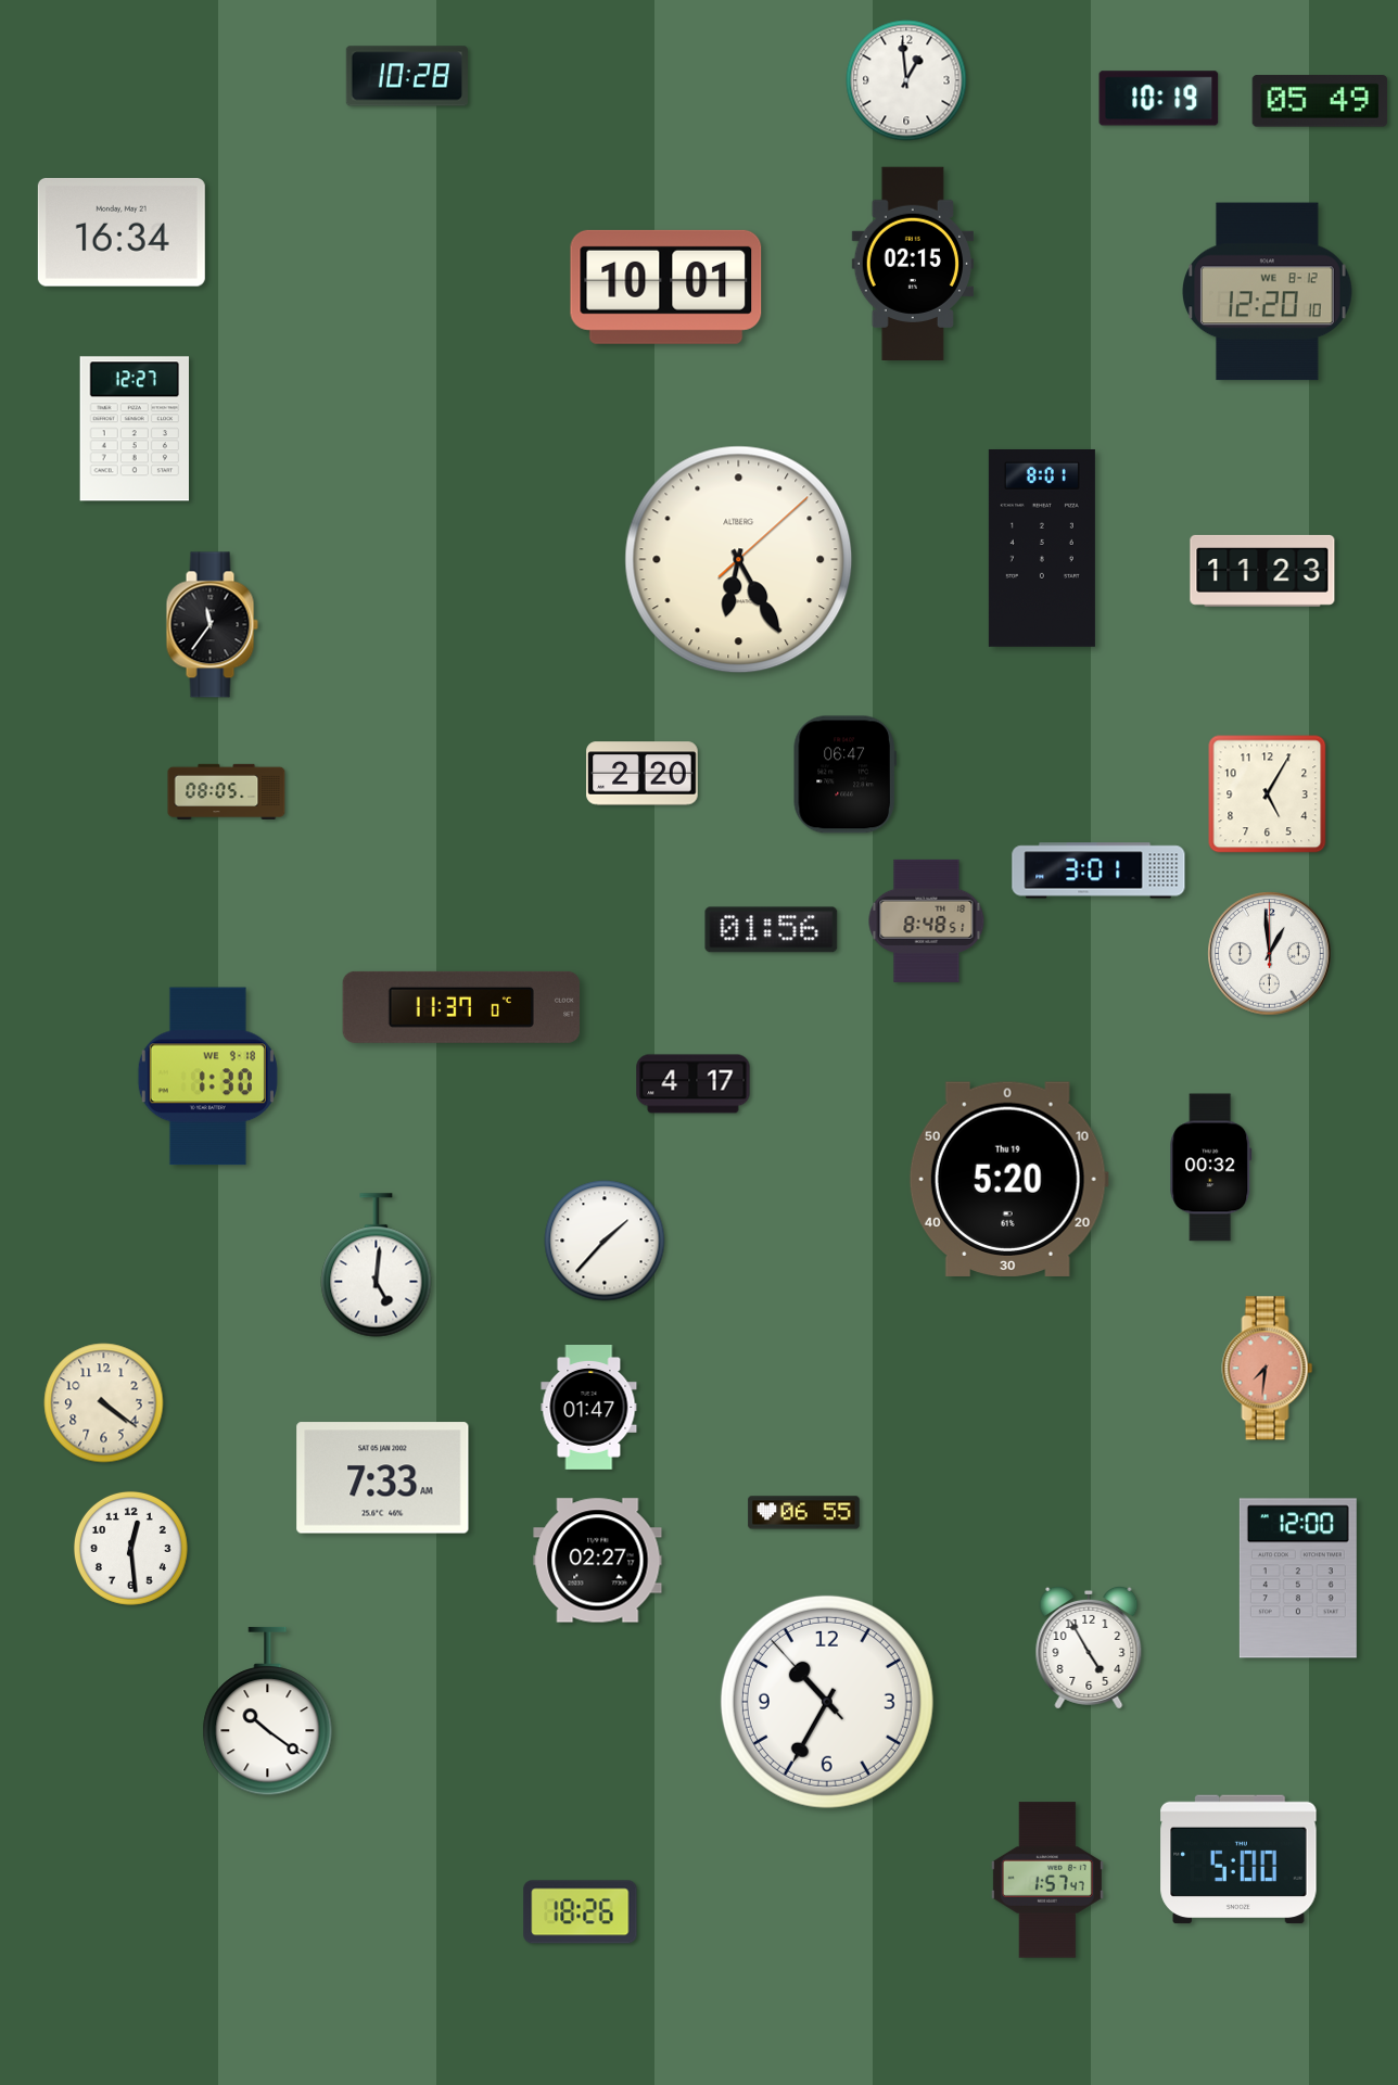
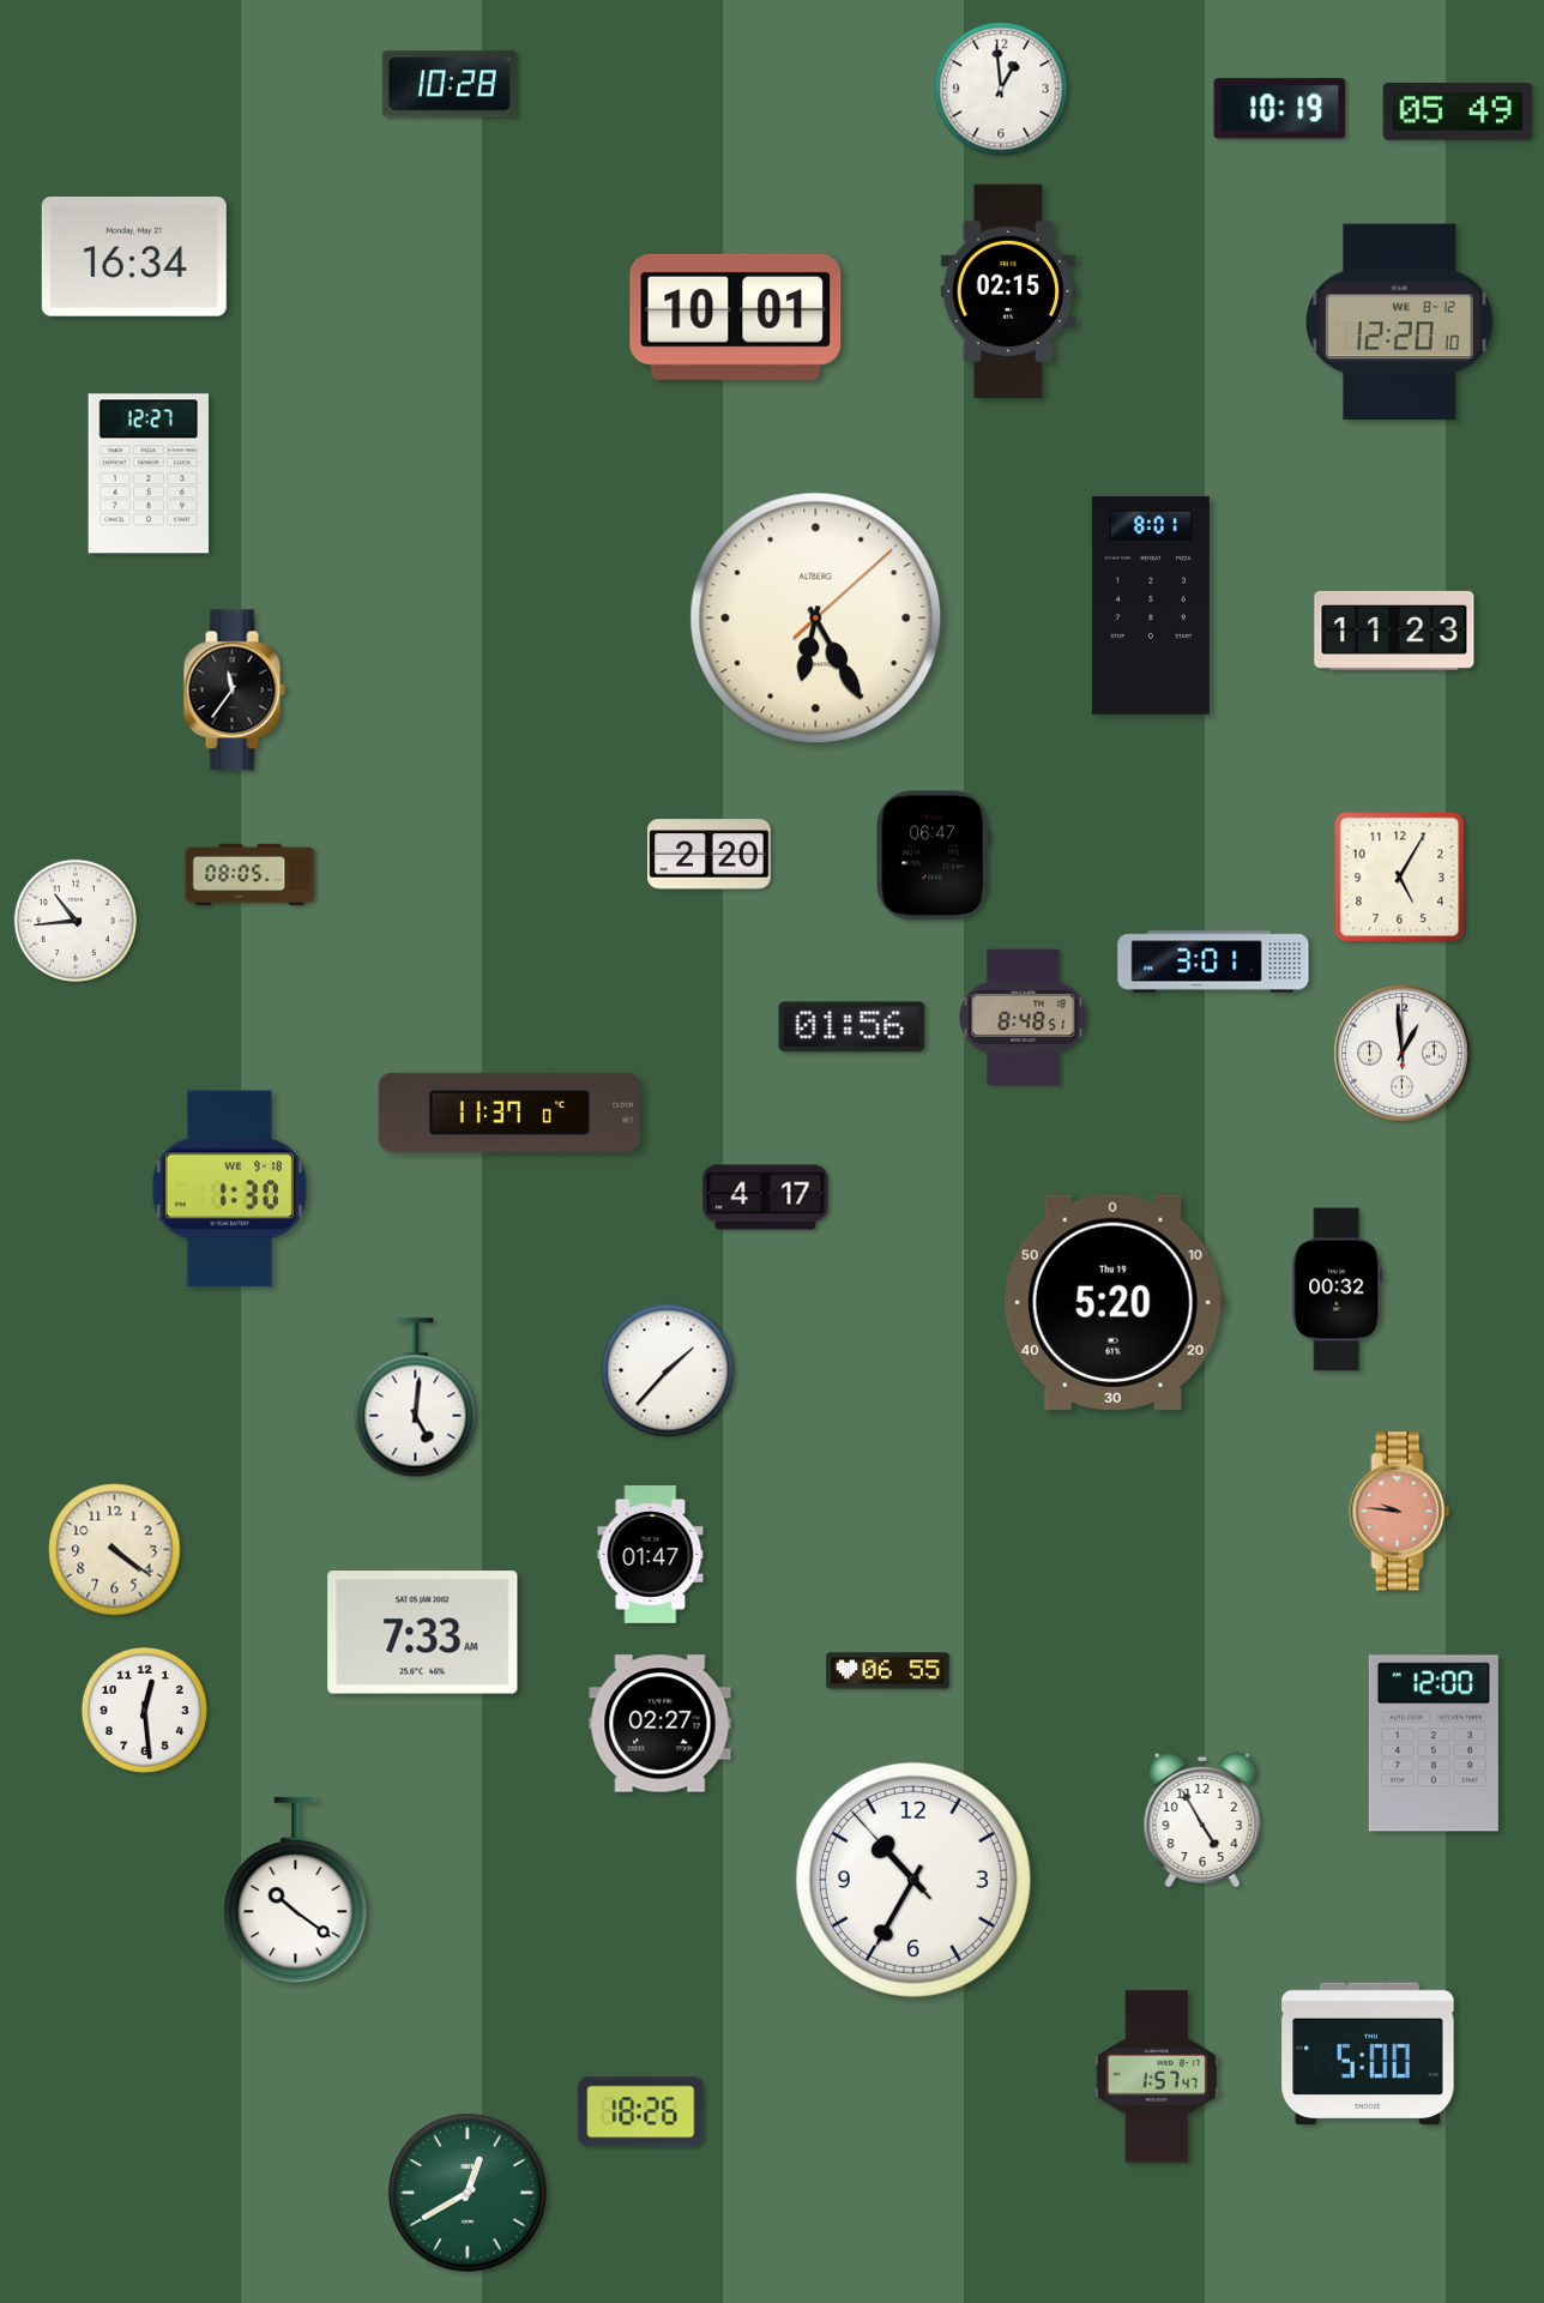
clock at (76, 921): none -> 10:44
clock at (1268, 1369): 7:31 -> 9:46
clock at (468, 2193): none -> 12:40
